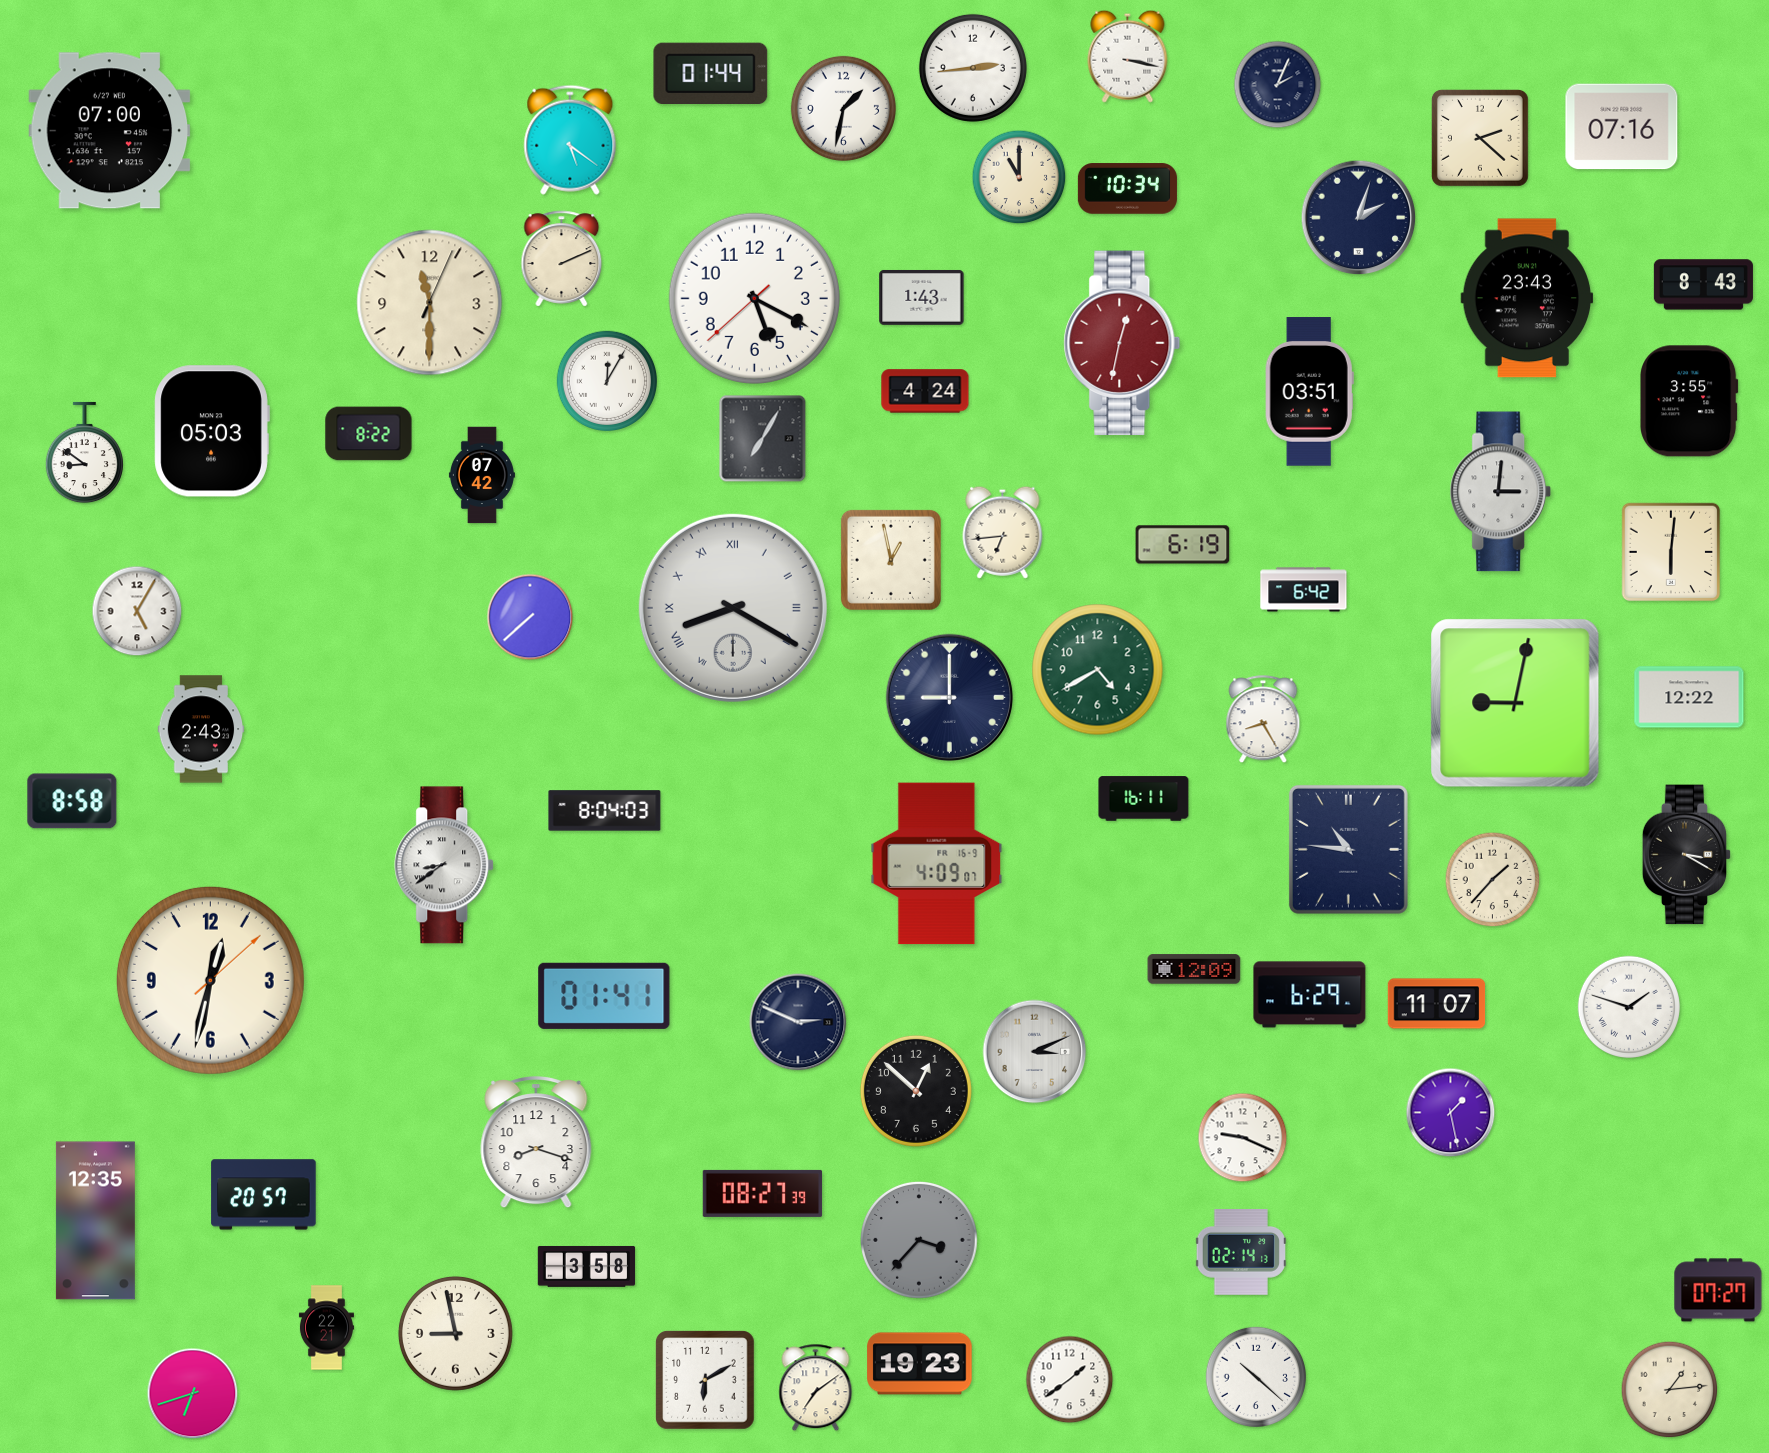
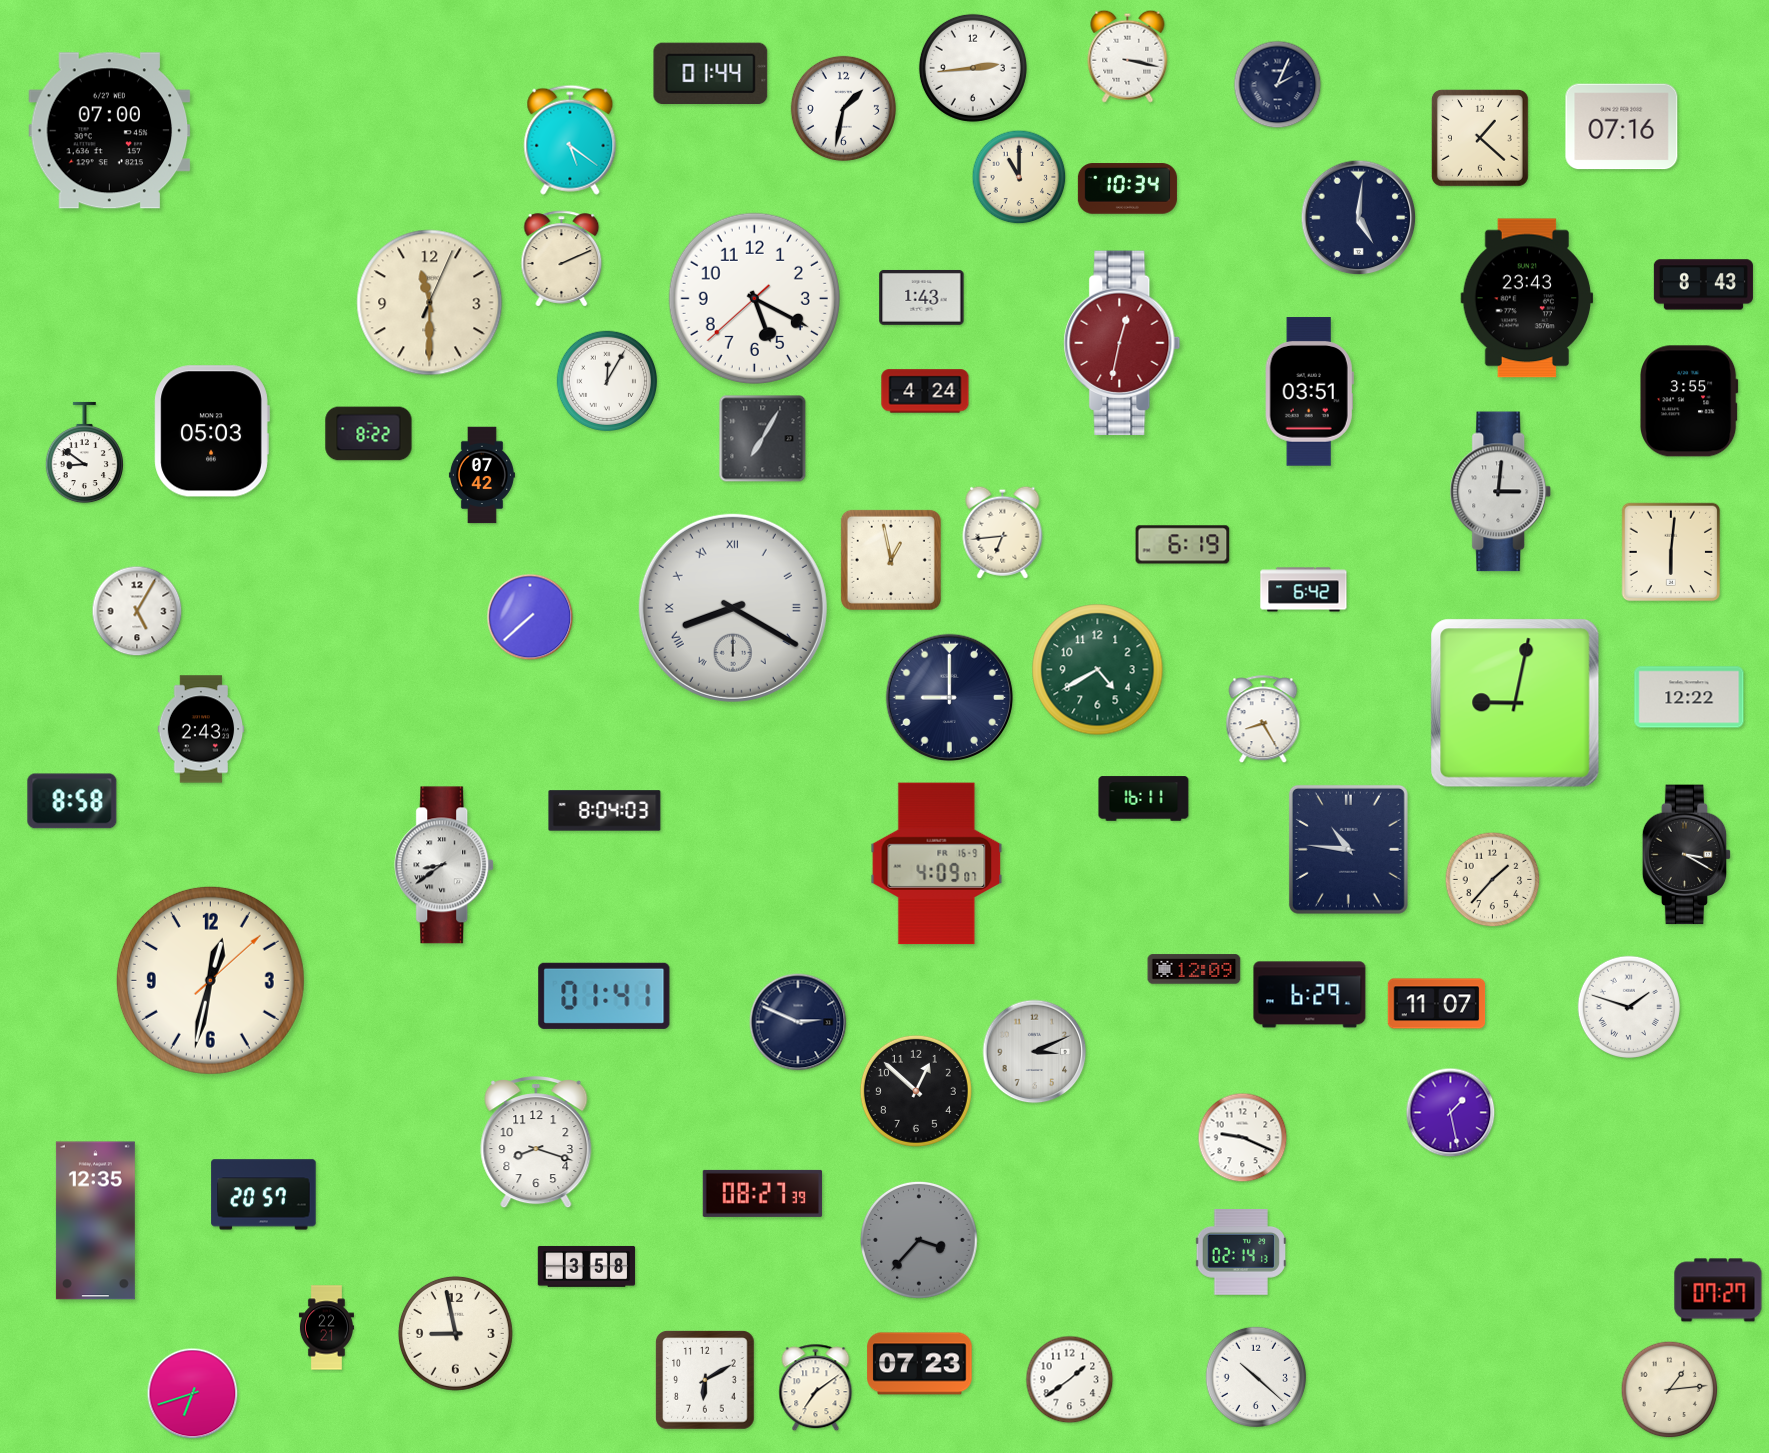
clock at (1480, 138): 2:22 -> 1:22
clock at (1359, 218): 2:03 -> 5:01
clock at (920, 1364): 19:23 -> 07:23
